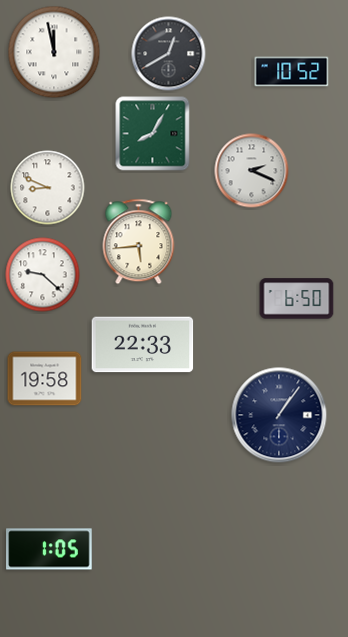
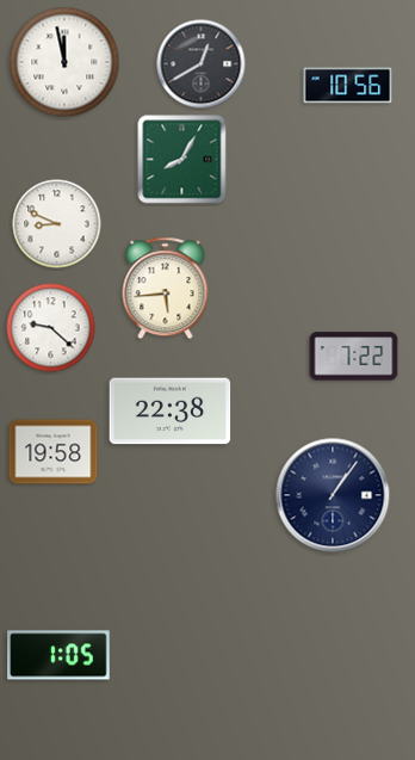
clock at (292, 72): 10:52 -> 10:56
clock at (252, 171): 2:19 -> none
clock at (297, 299): 6:50 -> 7:22
clock at (143, 345): 22:33 -> 22:38
